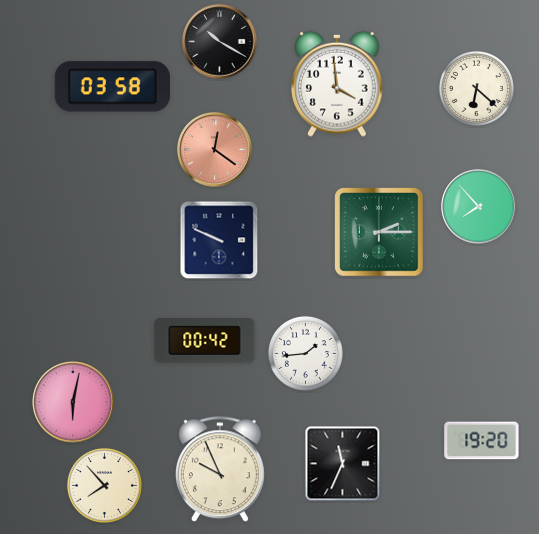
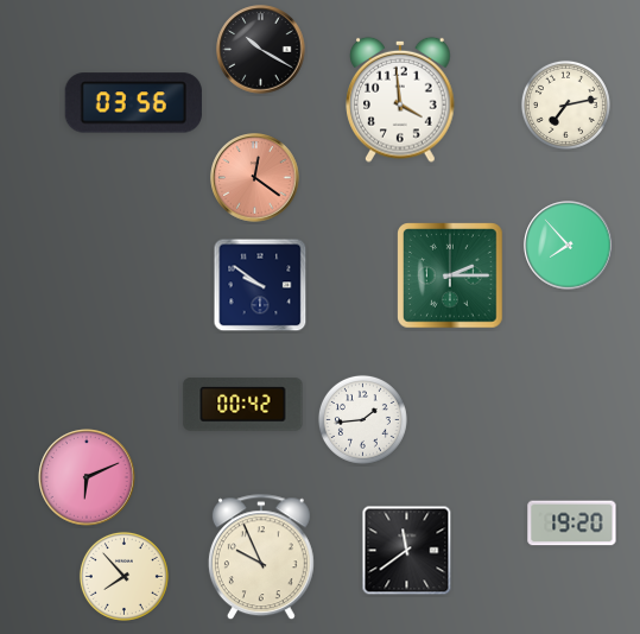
clock at (112, 87): 03:58 -> 03:56
clock at (476, 88): 6:22 -> 7:13
clock at (219, 240): 9:49 -> 9:51
clock at (73, 402): 6:02 -> 6:11
clock at (343, 464): 11:34 -> 11:39
